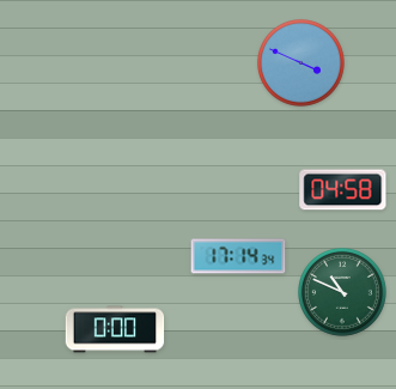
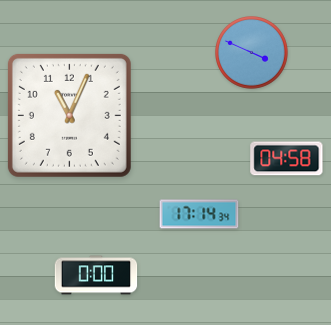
clock at (69, 115): none -> 11:04
clock at (342, 292): 10:49 -> none
